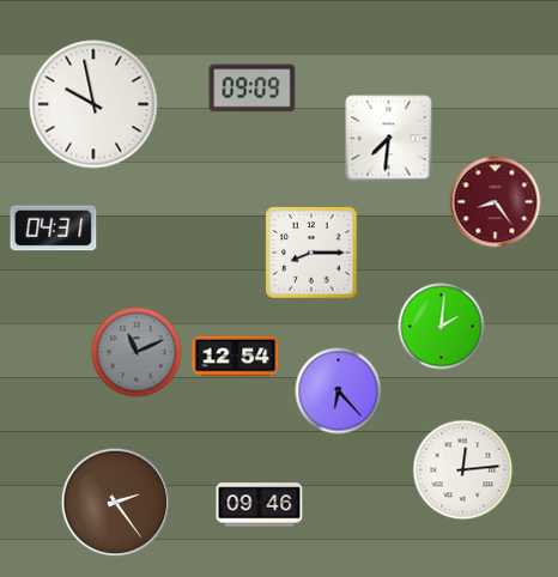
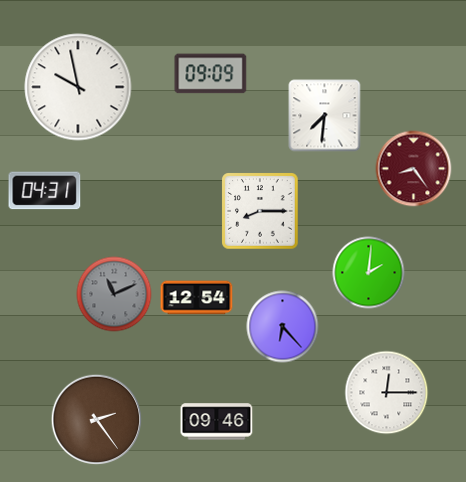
clock at (463, 470): 12:14 -> 12:15
